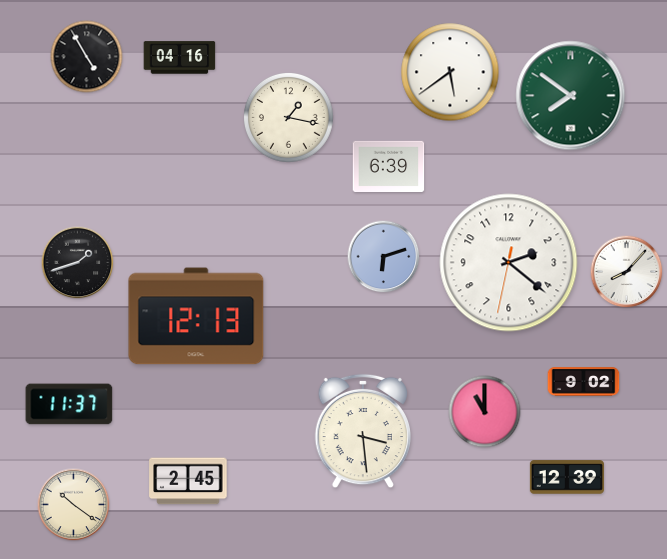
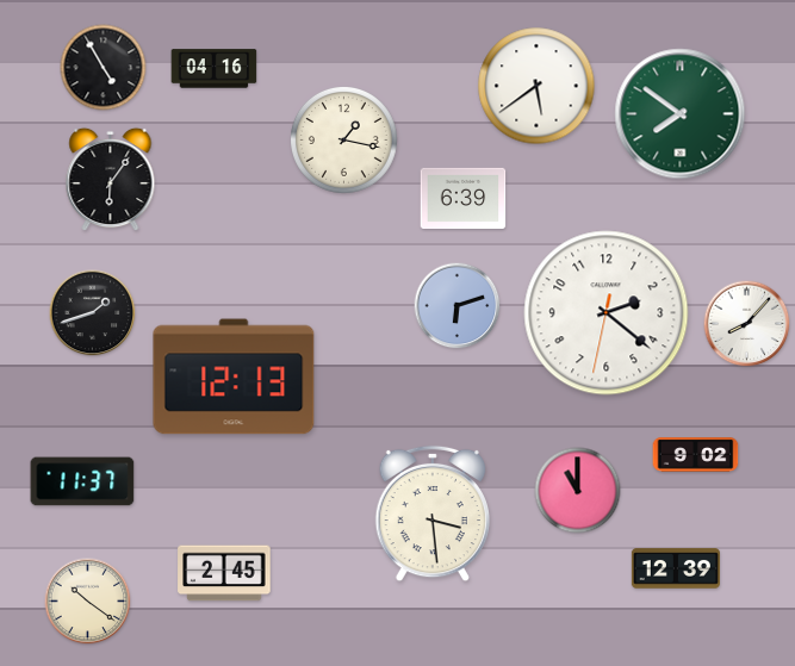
clock at (111, 180): none -> 6:06
